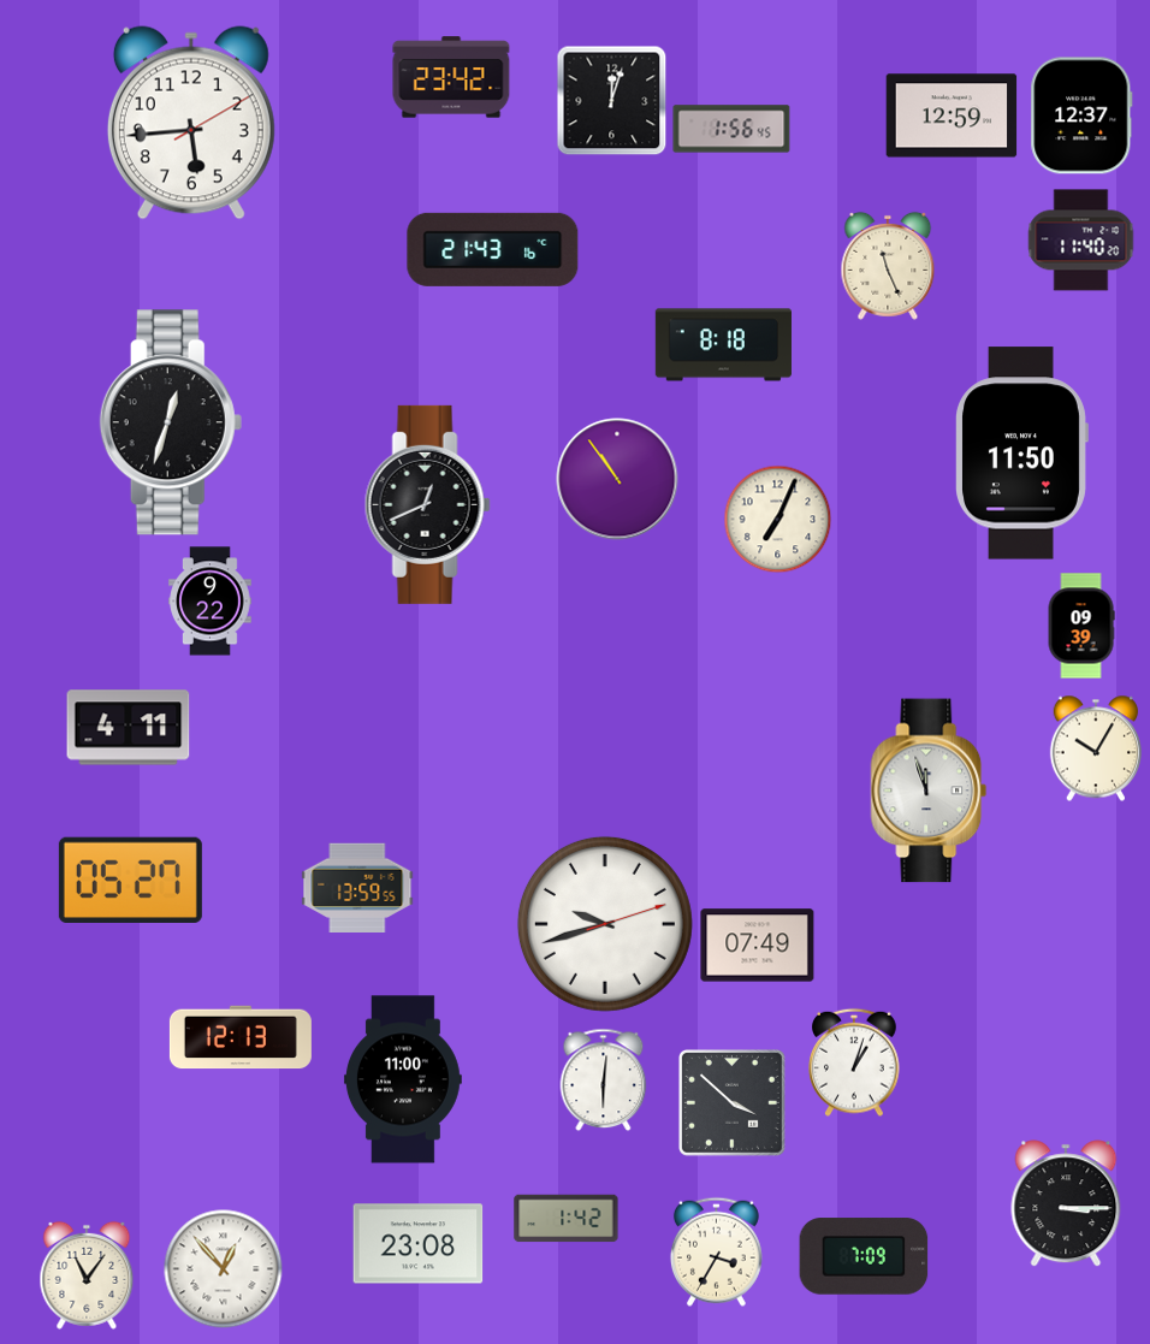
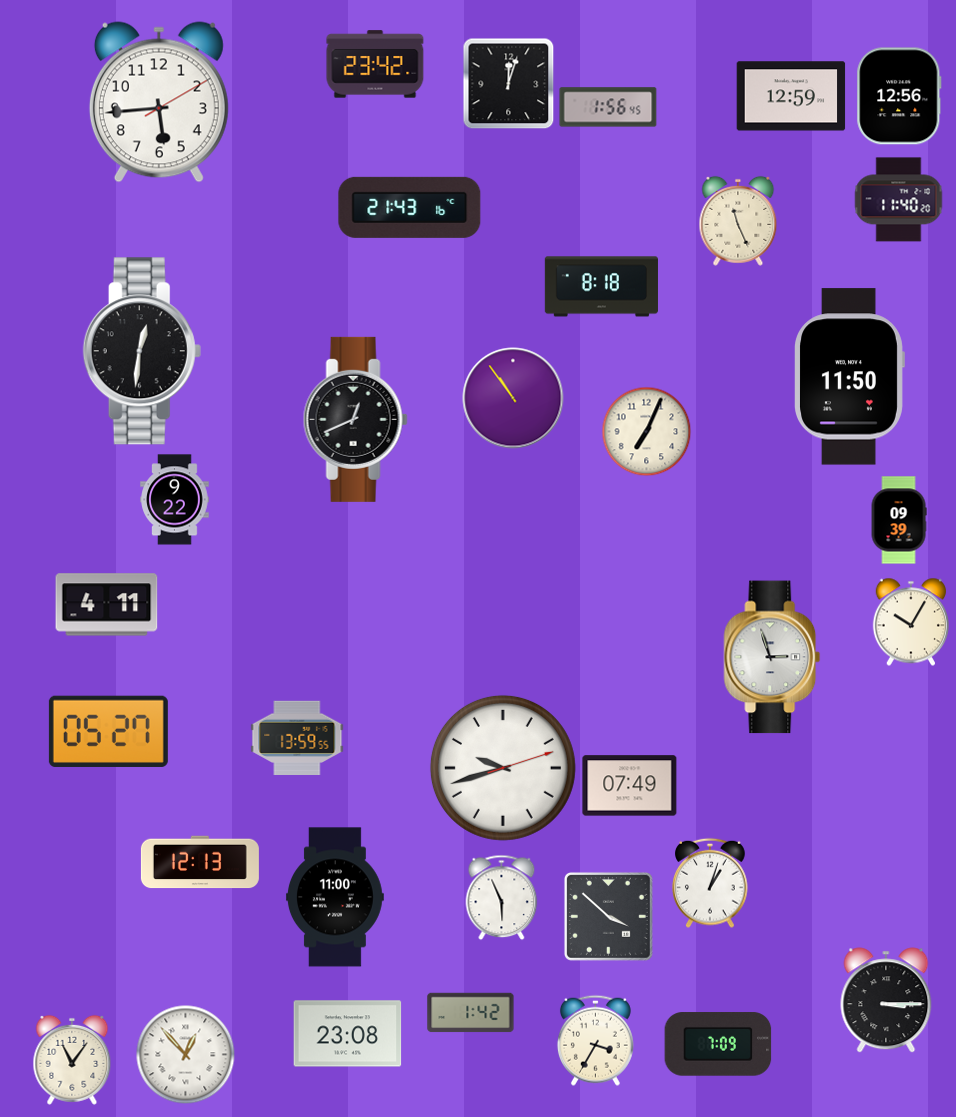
clock at (1081, 116): 12:37 -> 12:56
clock at (171, 422): 12:33 -> 12:31
clock at (929, 791): 11:57 -> 2:57
clock at (604, 1079): 6:01 -> 5:56
